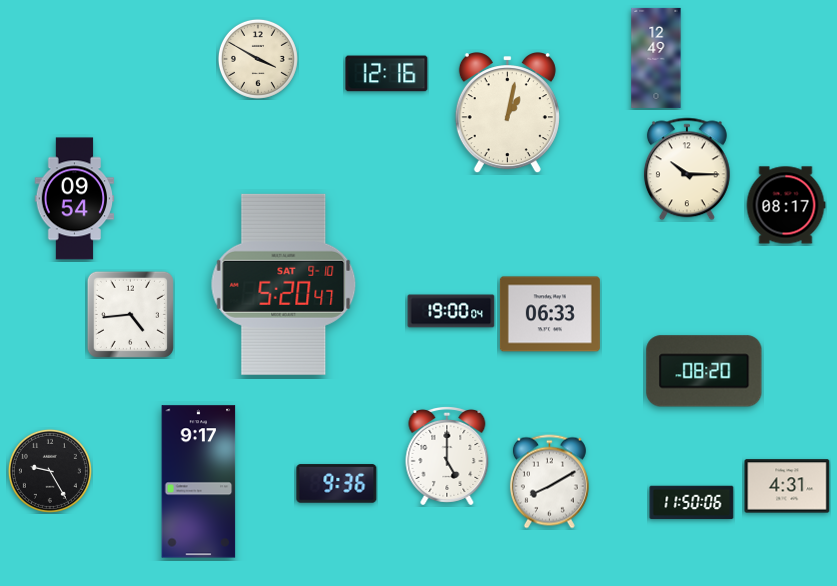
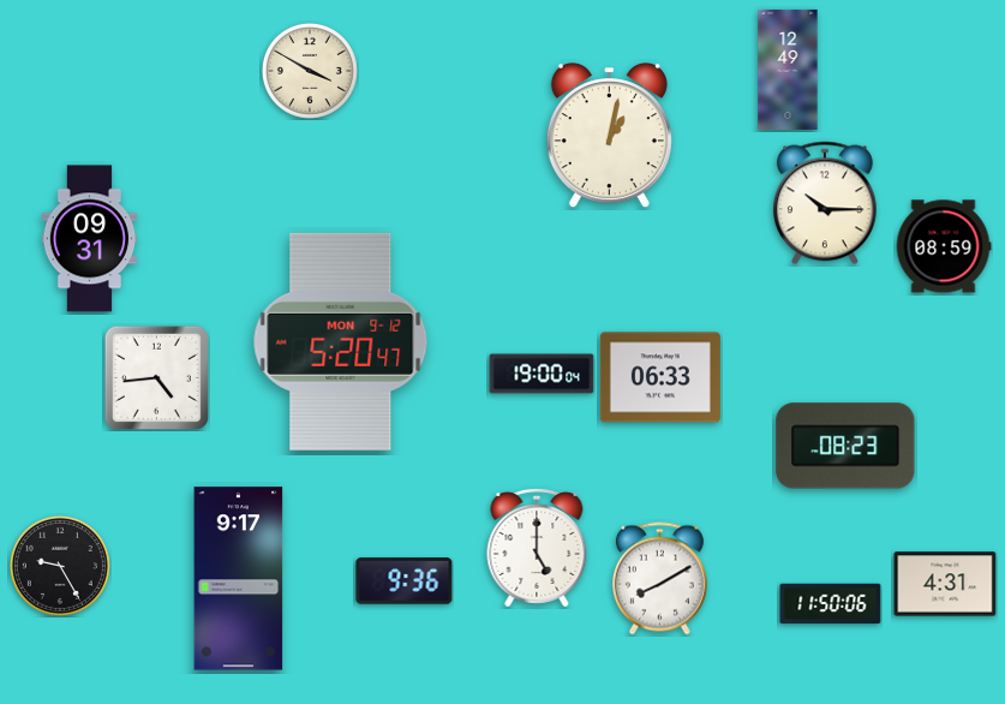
clock at (387, 74): 12:16 -> none
clock at (75, 199): 09:54 -> 09:31
clock at (786, 205): 08:17 -> 08:59
clock at (284, 284) date: SAT 9-10 -> MON 9-12
clock at (704, 371): 08:20 -> 08:23
